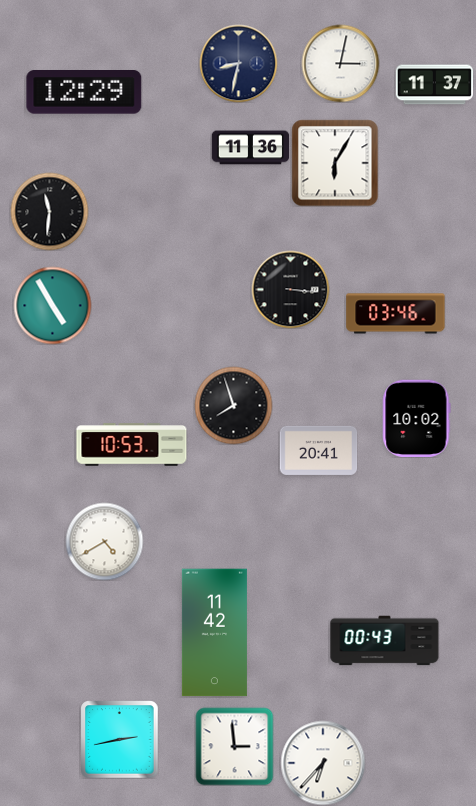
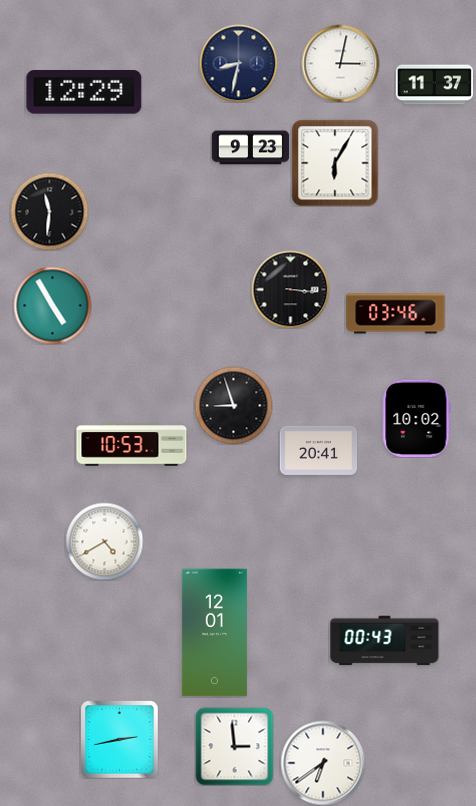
clock at (250, 148): 11:36 -> 9:23
clock at (233, 405): 7:57 -> 8:57
clock at (214, 633): 11:42 -> 12:01
clock at (323, 763): 6:37 -> 6:39
